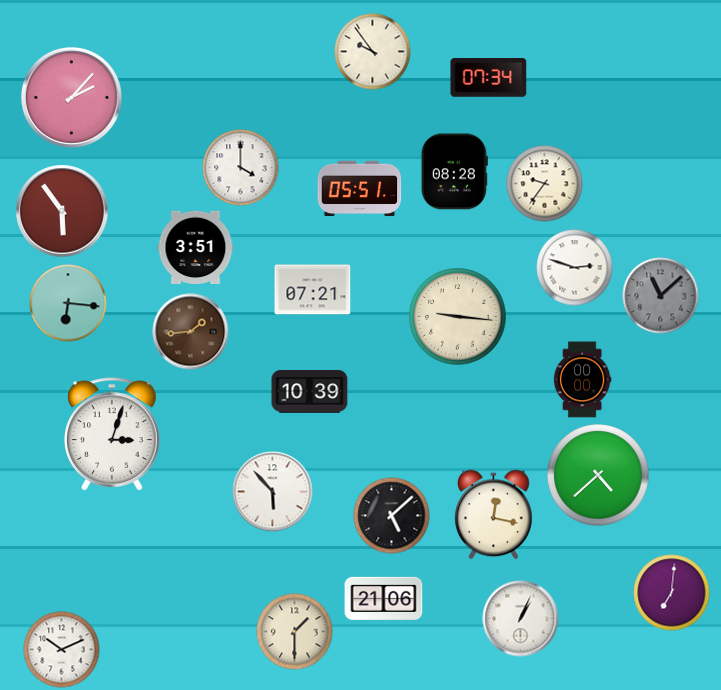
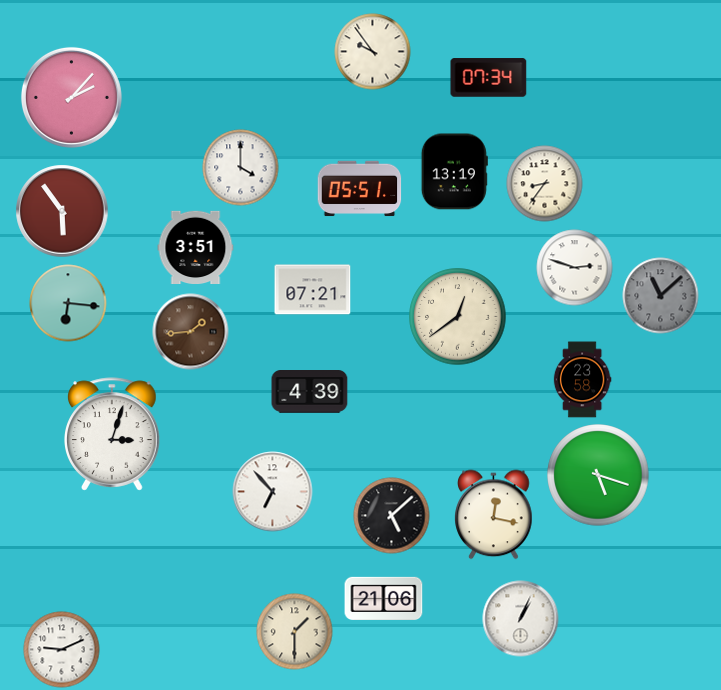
clock at (454, 172): 08:28 -> 13:19
clock at (545, 184): 9:36 -> 8:36
clock at (458, 317): 9:16 -> 12:39
clock at (582, 380): 00:00 -> 23:58
clock at (310, 392): 10:39 -> 4:39
clock at (598, 475): 4:38 -> 5:18
clock at (273, 492): 5:53 -> 6:53
clock at (672, 593): 7:01 -> none
clock at (62, 650): 10:11 -> 9:11
